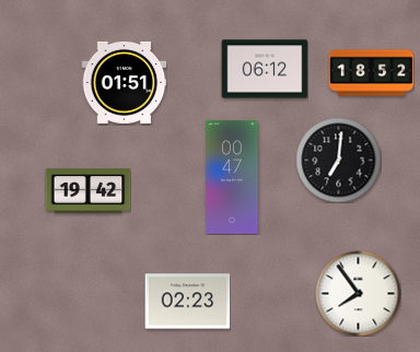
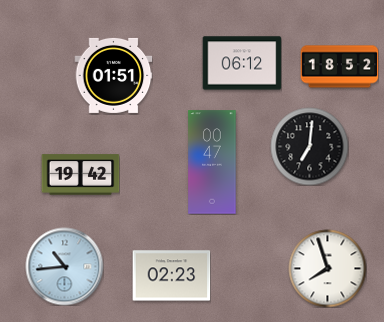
clock at (64, 266): none -> 10:44
clock at (358, 293): 7:54 -> 7:57
